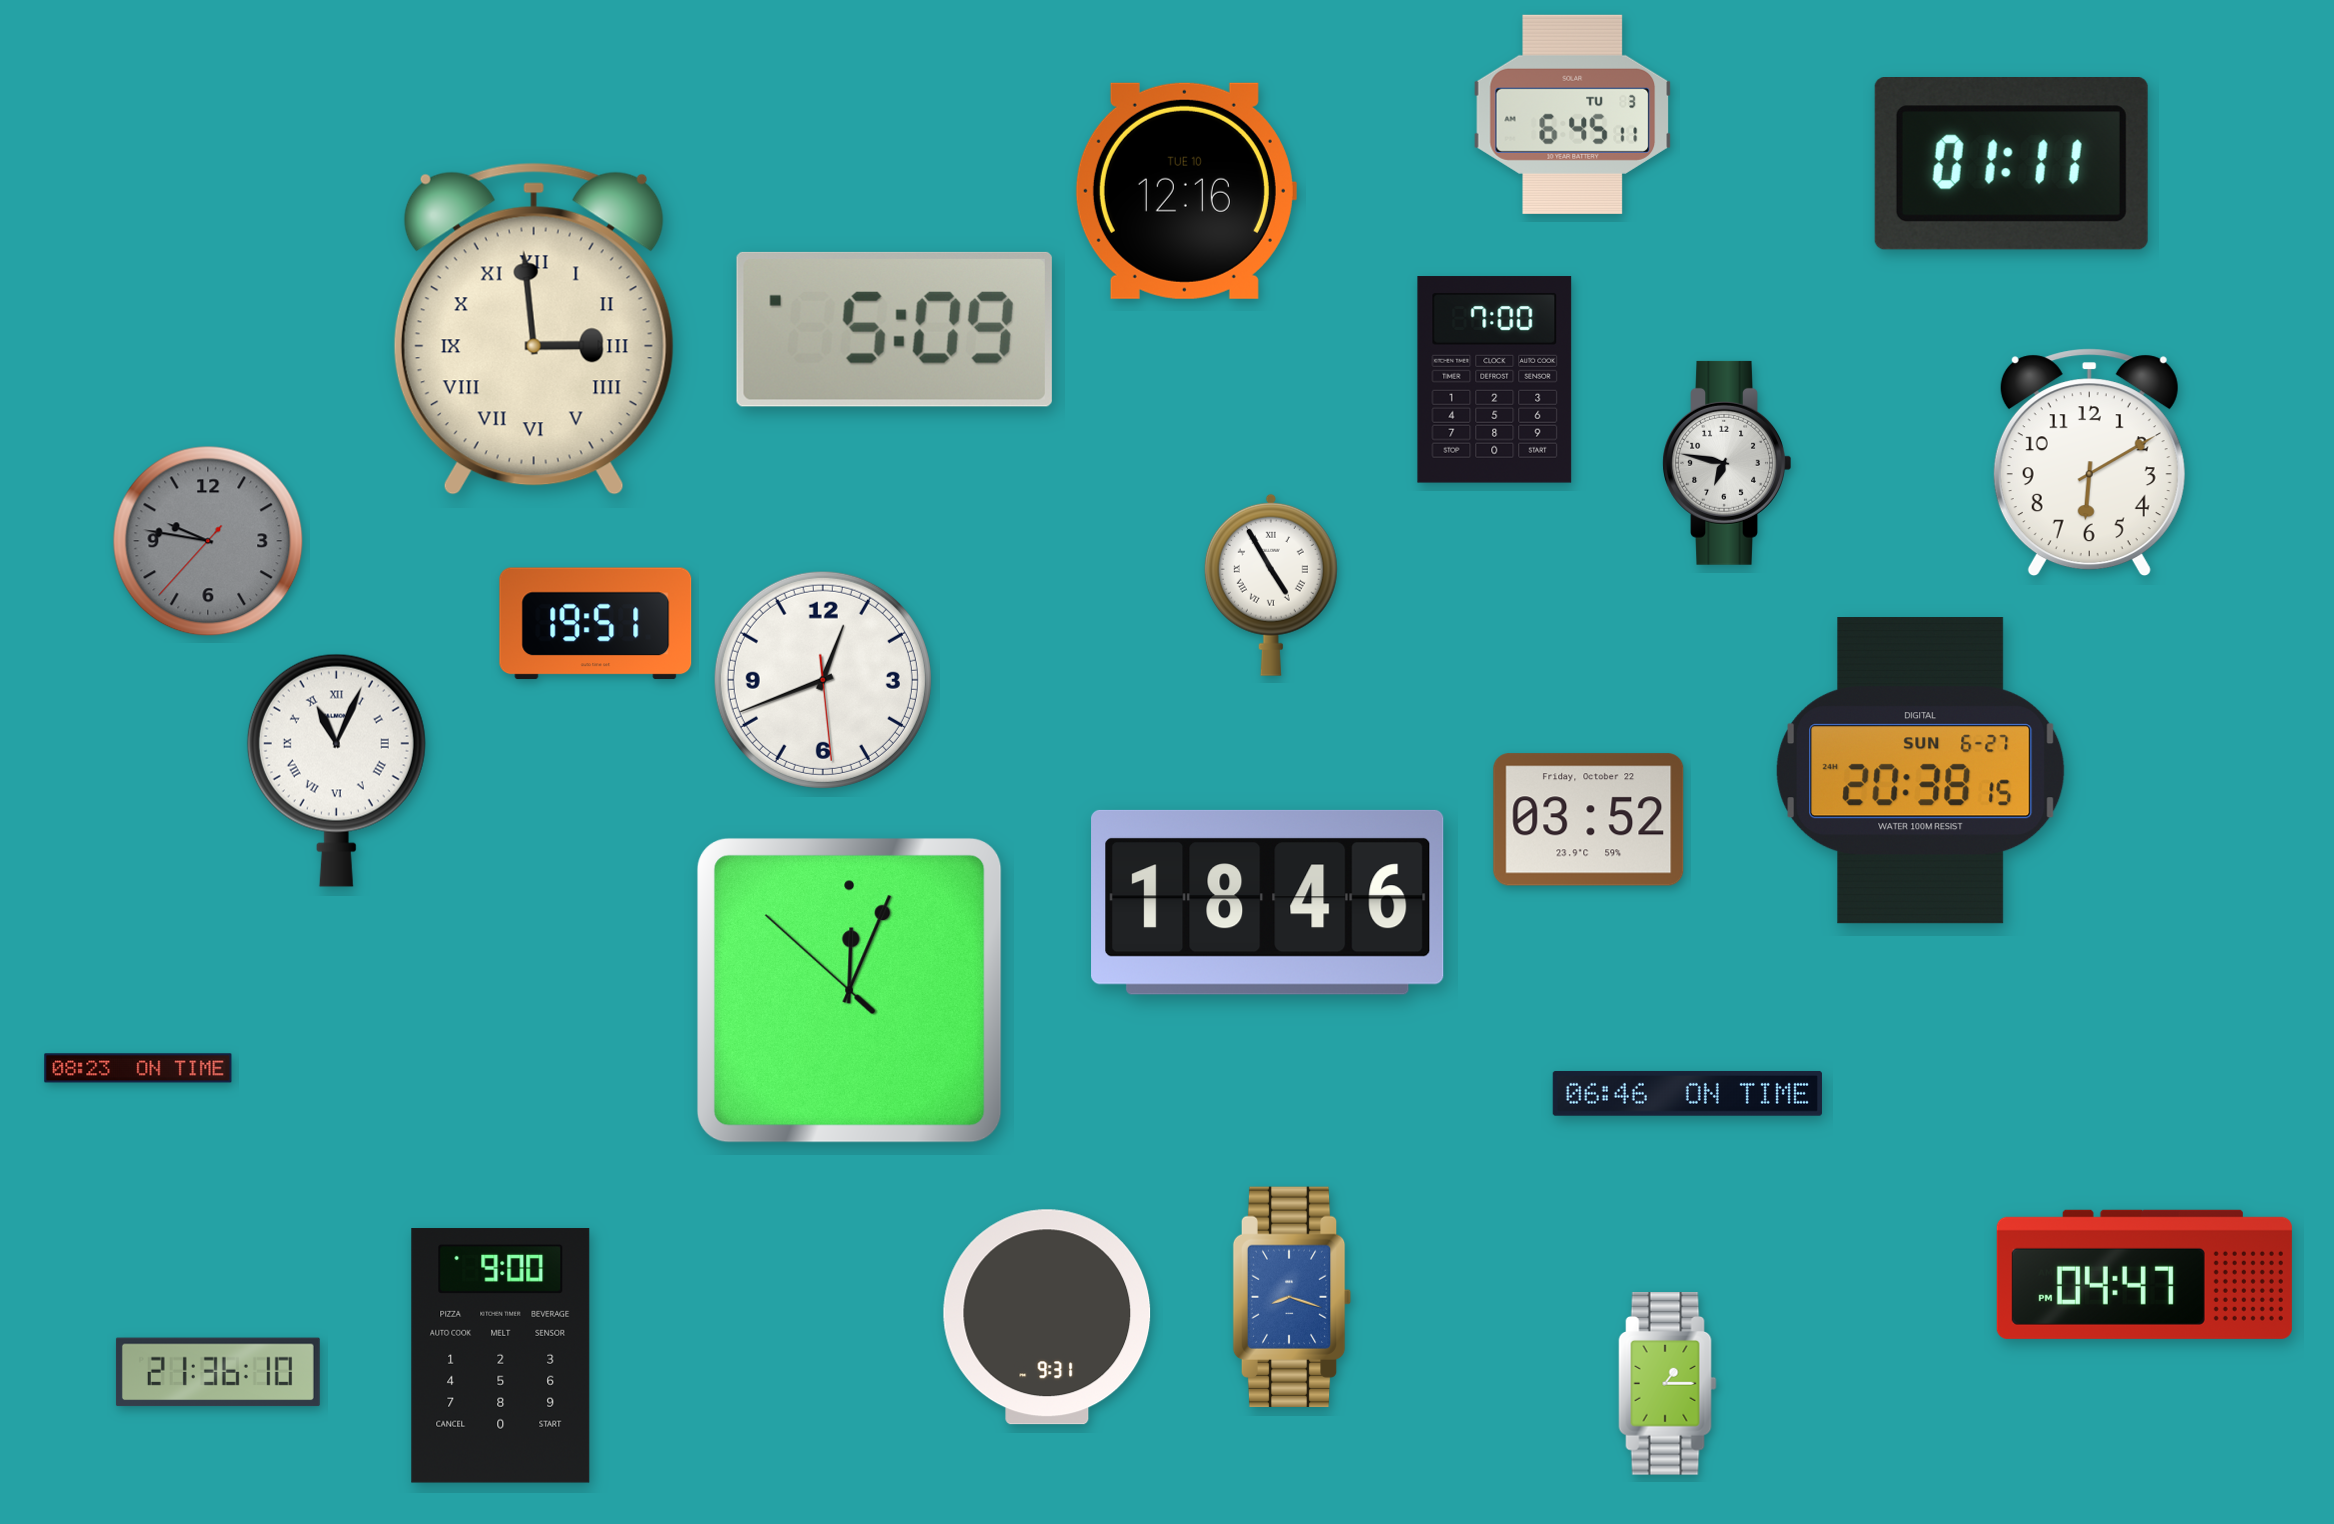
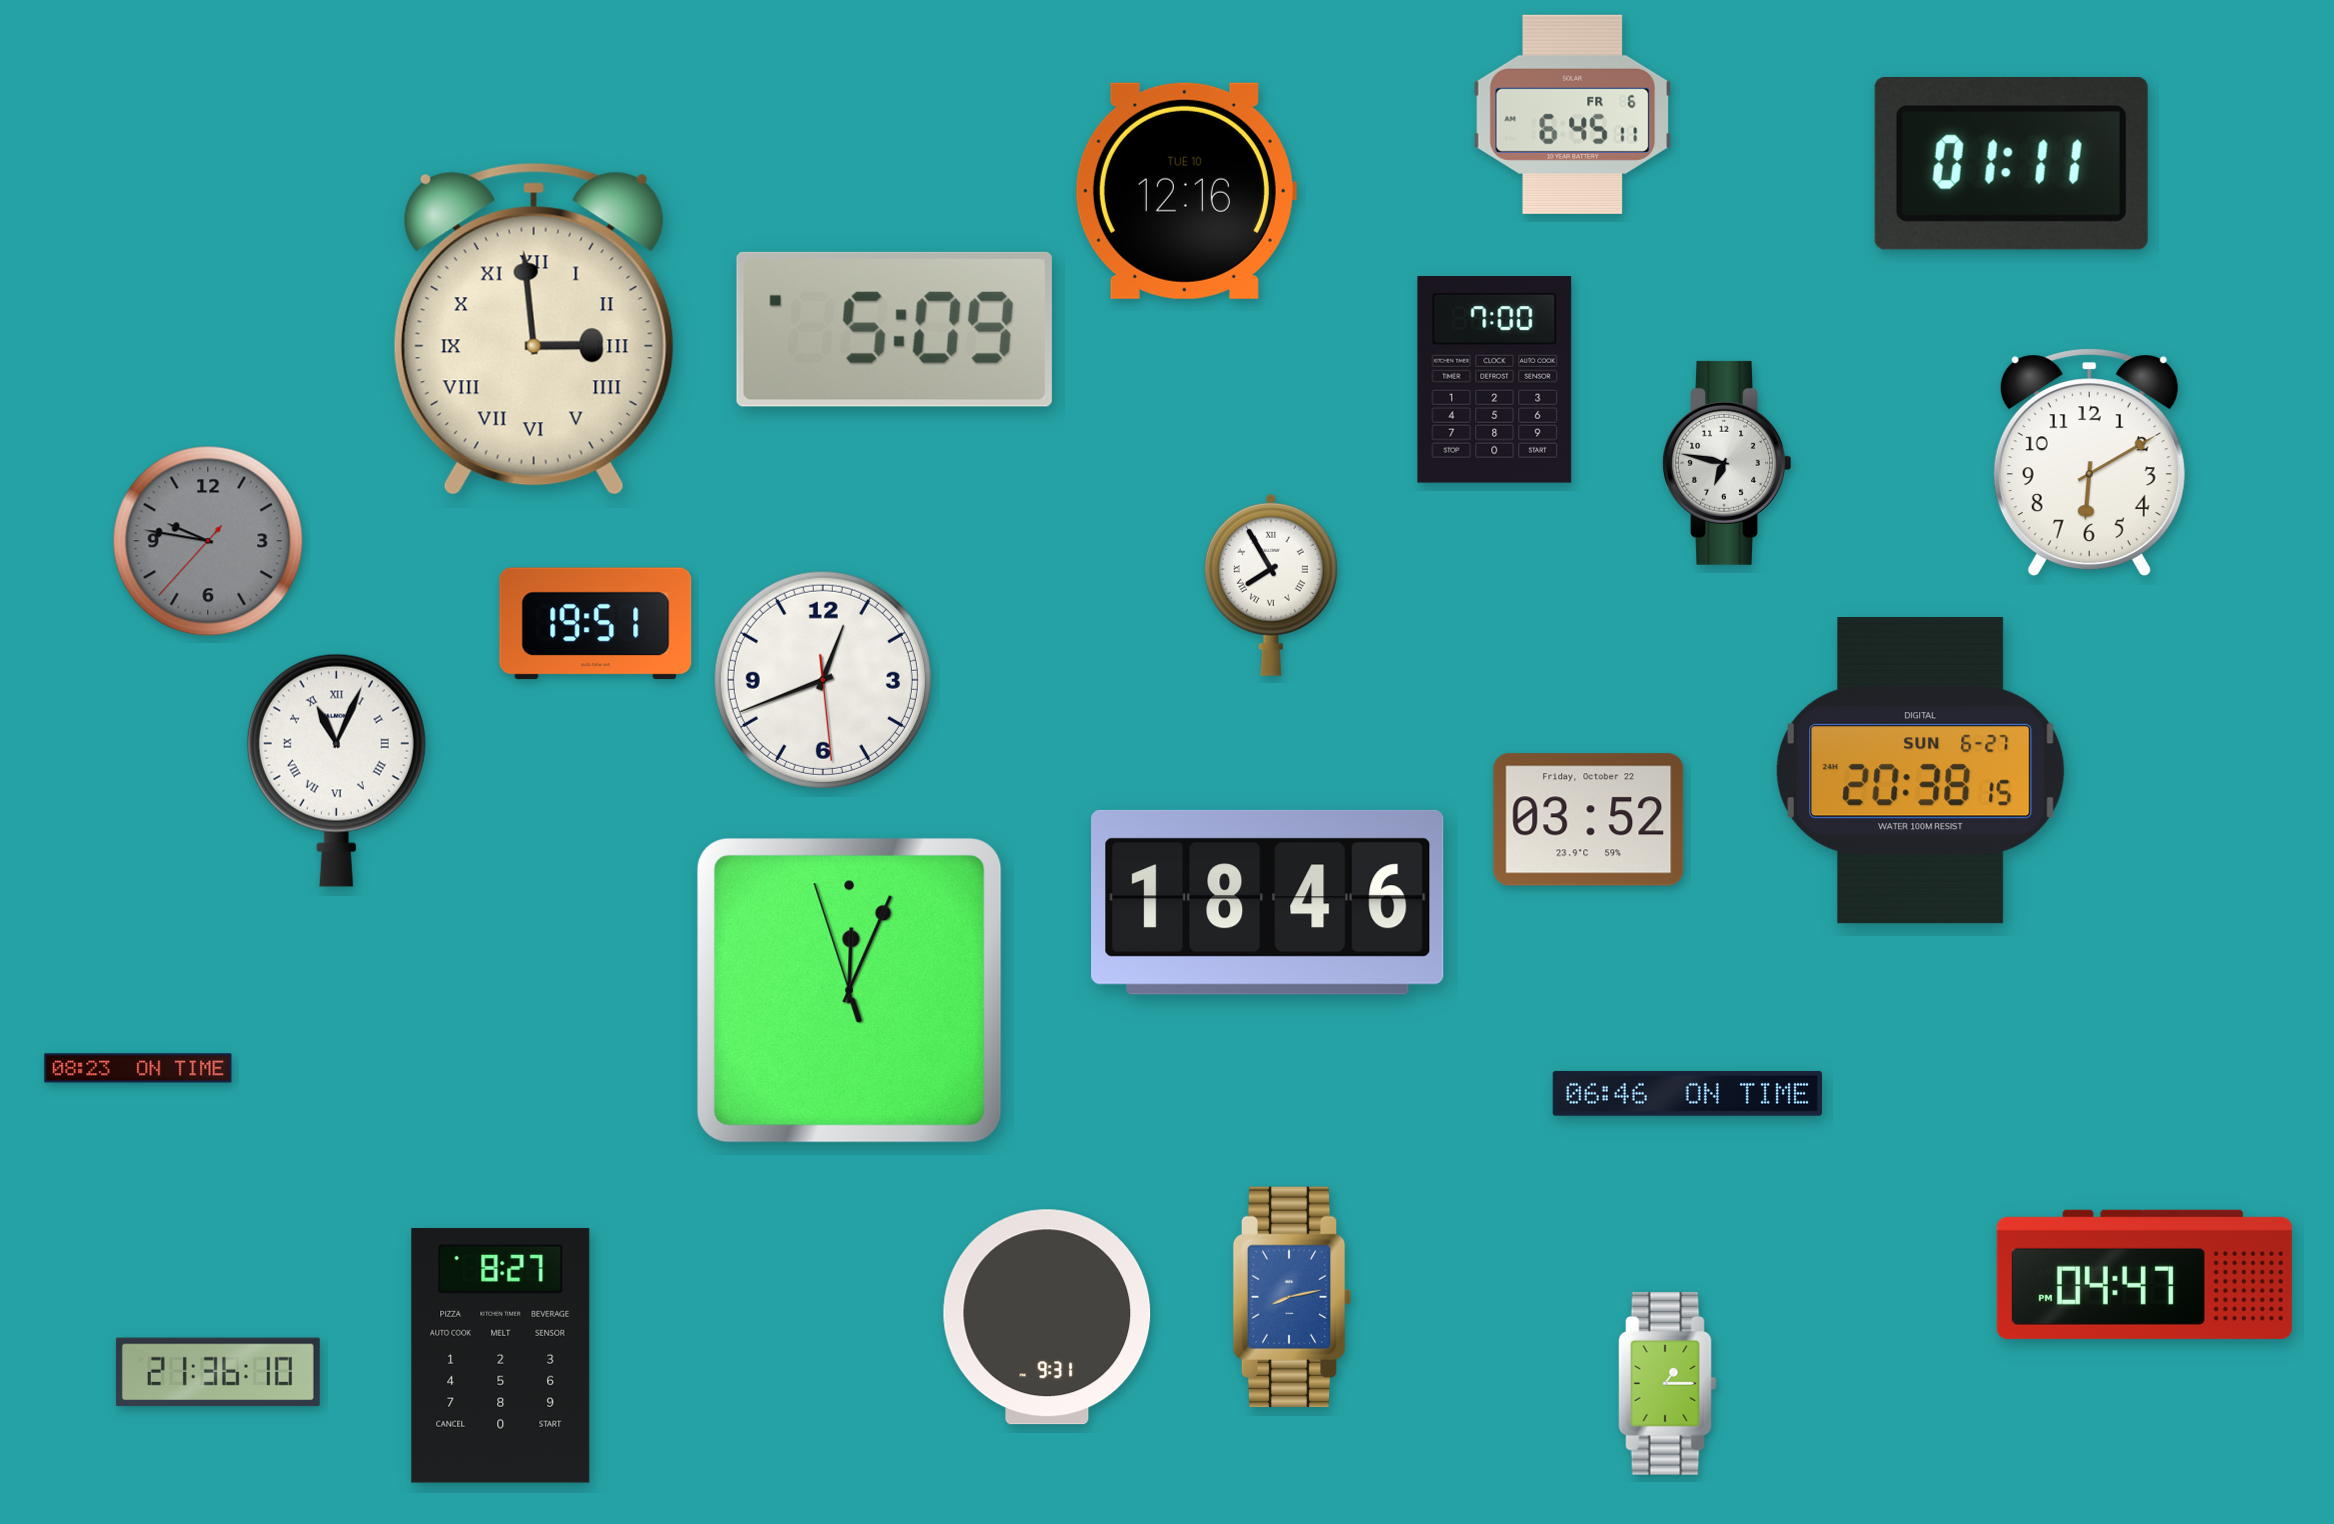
clock at (1573, 114) date: TU 3 -> FR 6
clock at (1271, 585): 4:55 -> 7:55
clock at (850, 991): 12:03:52 -> 12:03:57
clock at (1292, 1297): 8:18 -> 8:13
clock at (501, 1356): 9:00 -> 8:27
